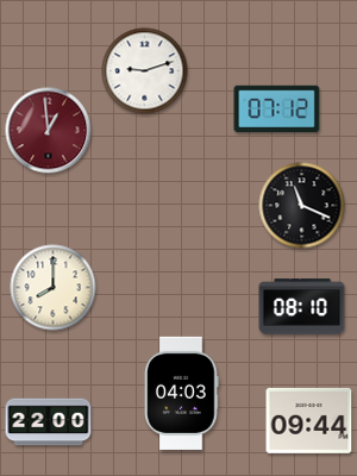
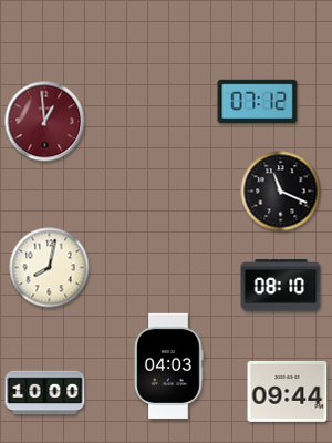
clock at (145, 71): 9:12 -> none
clock at (54, 288): 8:00 -> 8:02
clock at (49, 422): 22:00 -> 10:00
